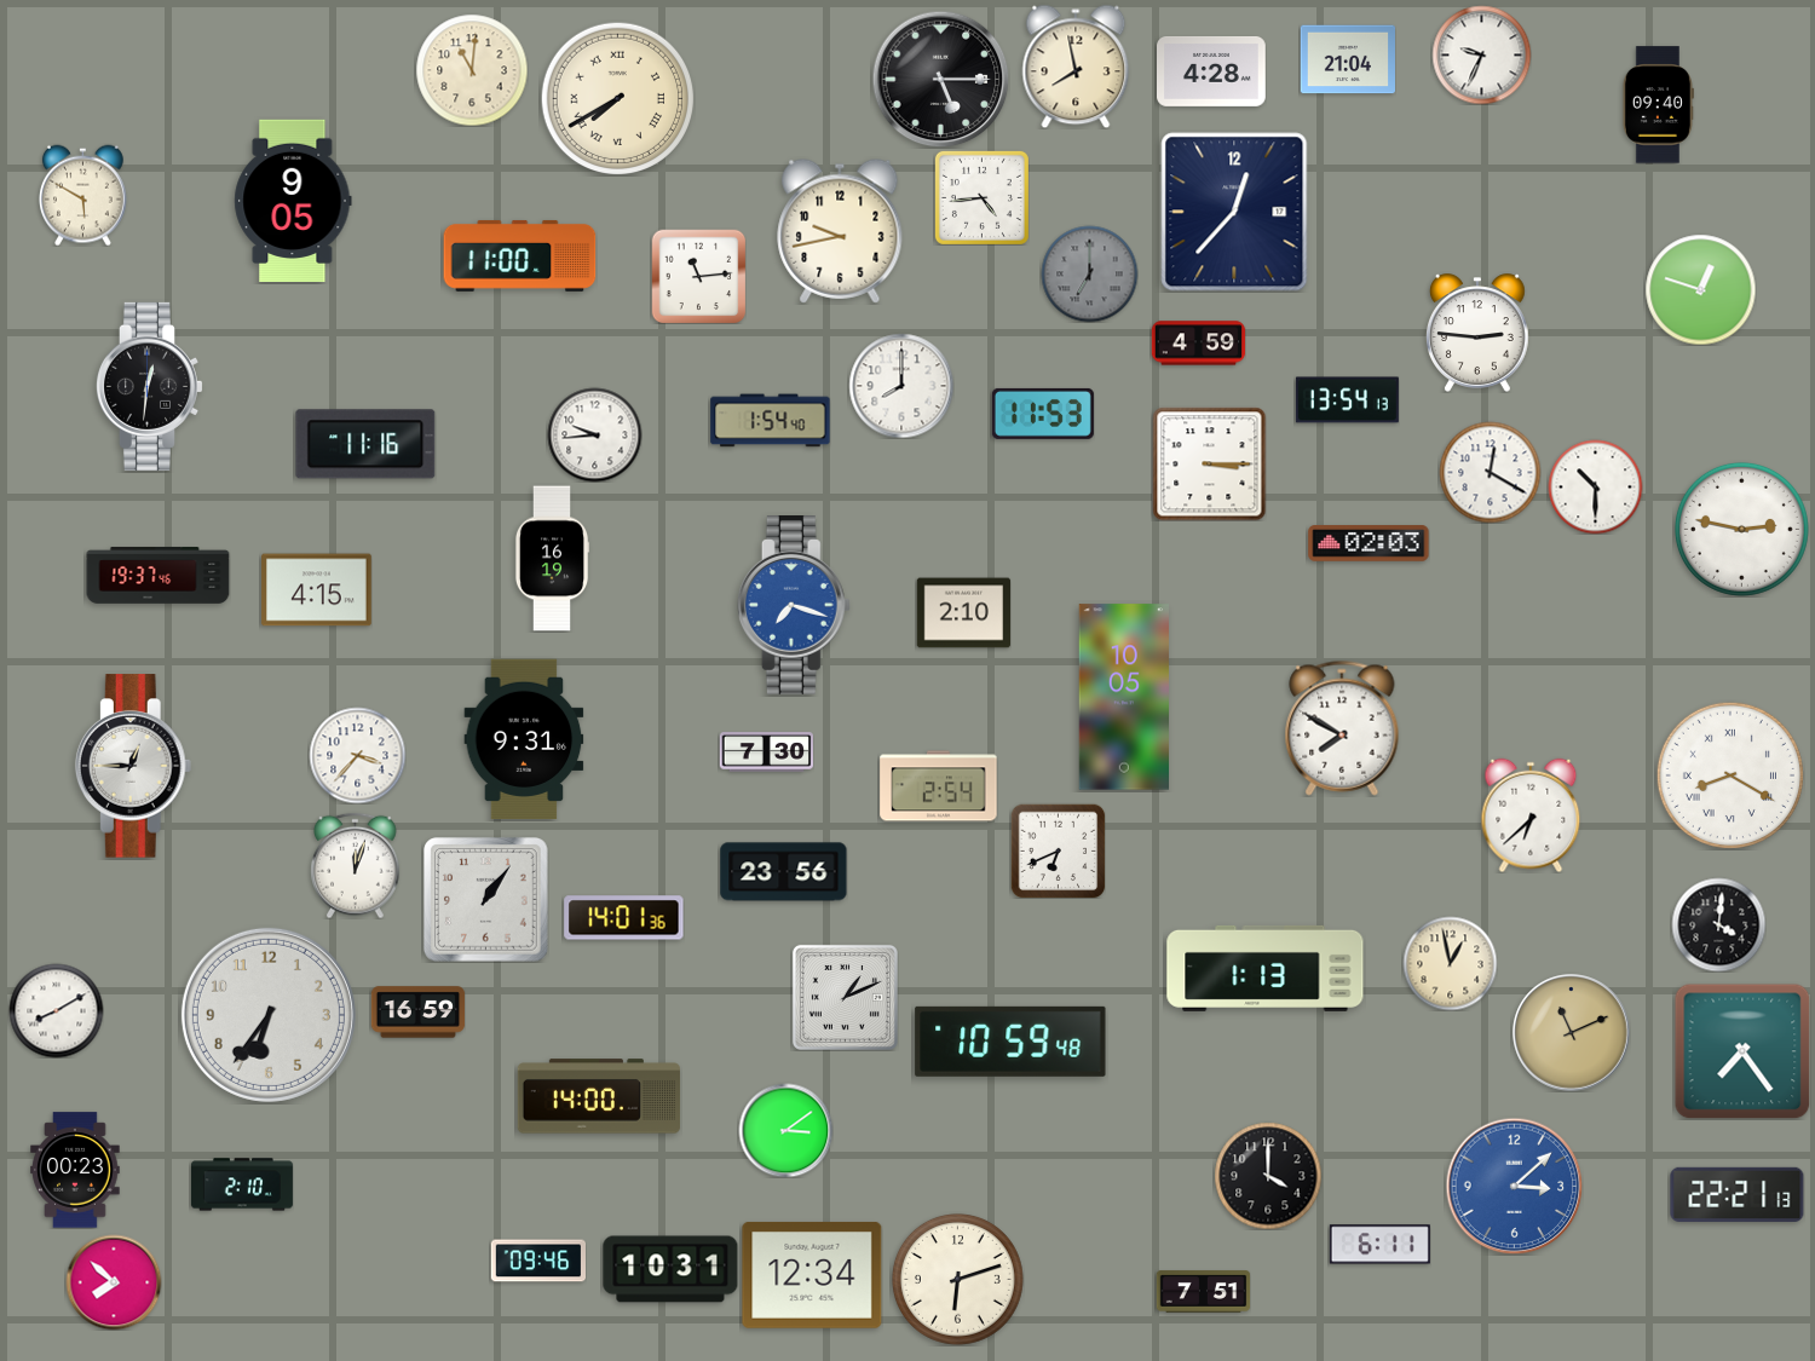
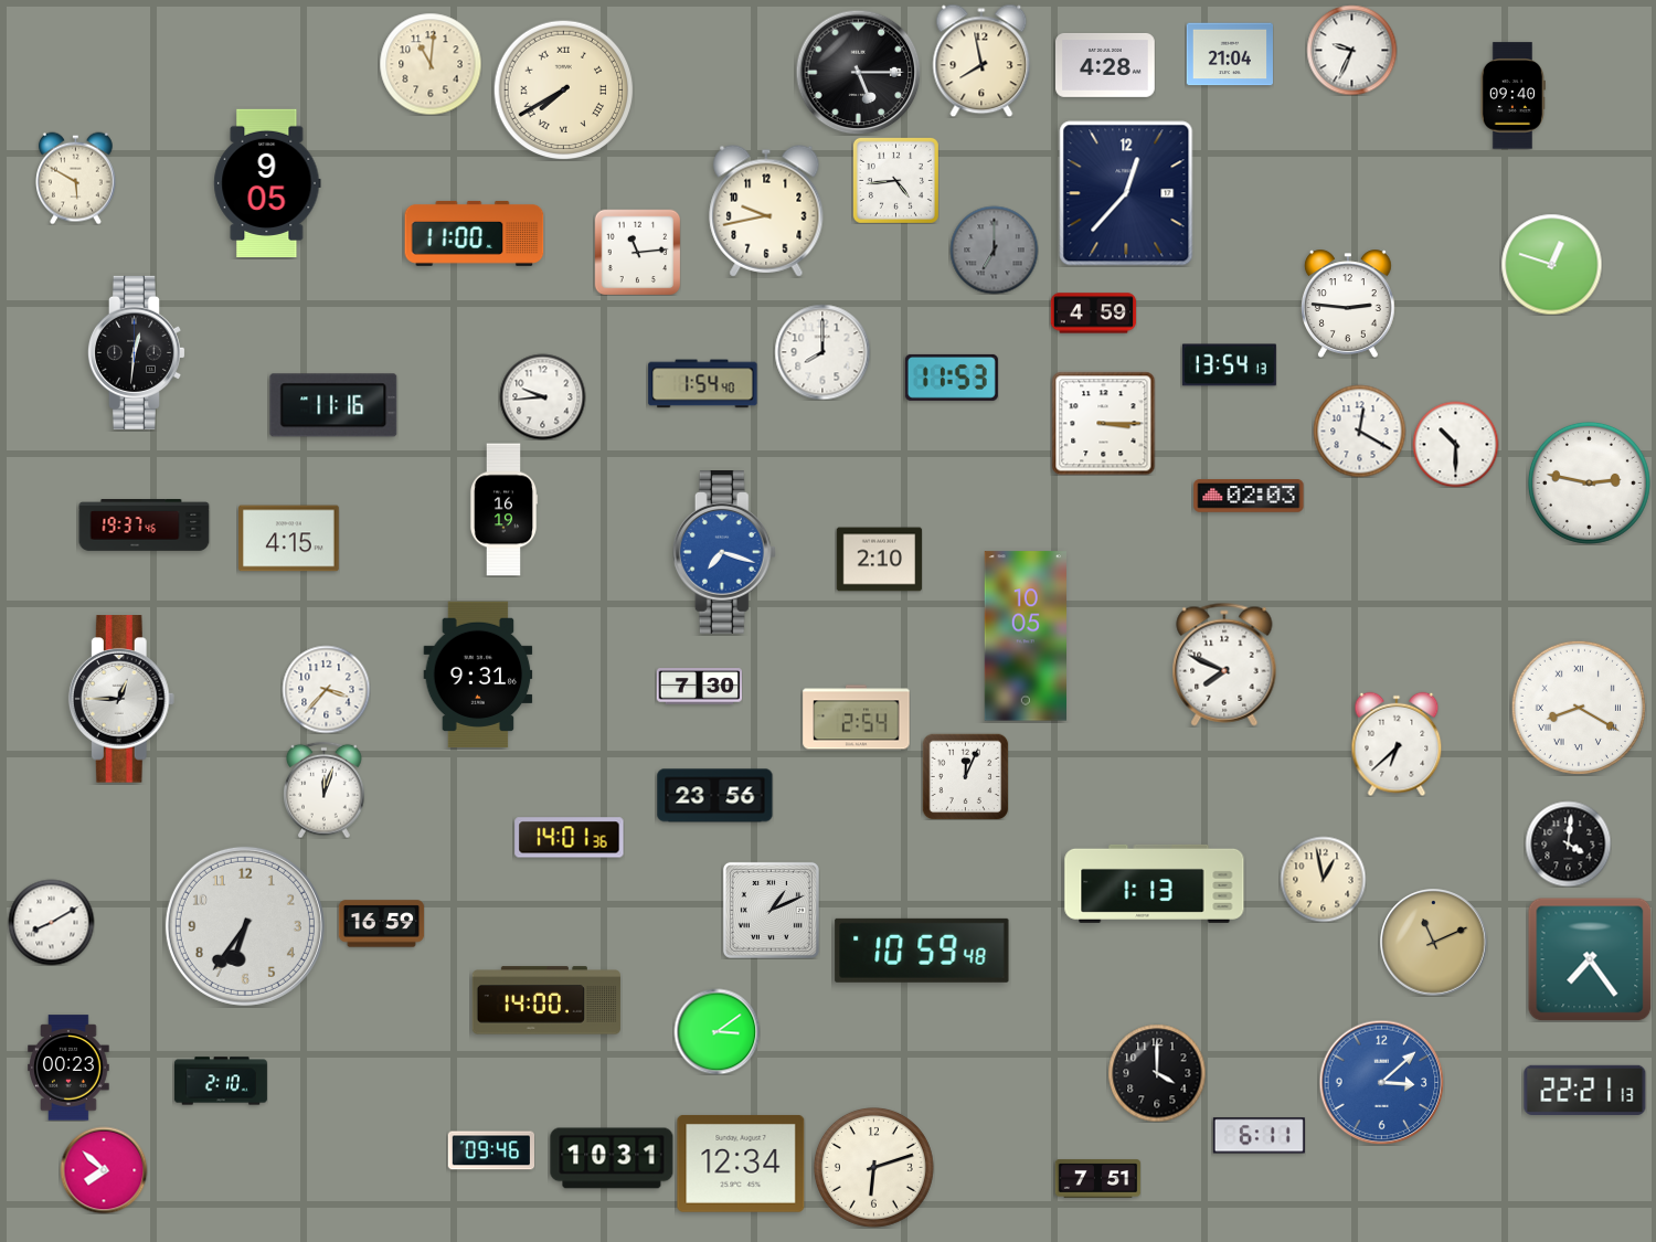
clock at (1342, 728): 7:50 -> 7:49
clock at (1058, 850): 6:41 -> 12:04
clock at (486, 900): 1:06 -> none
